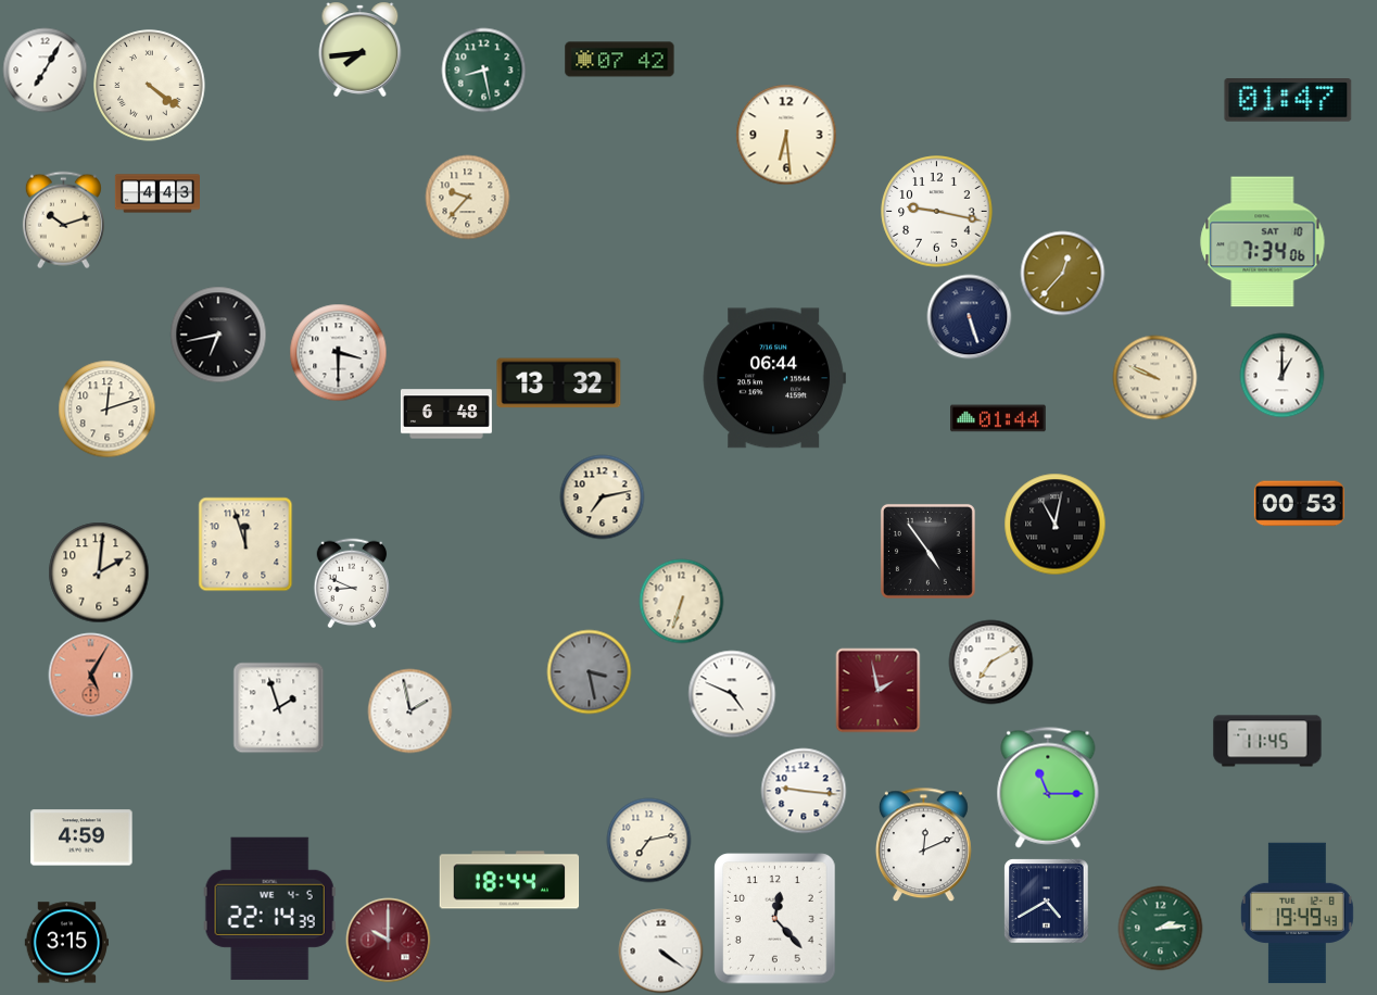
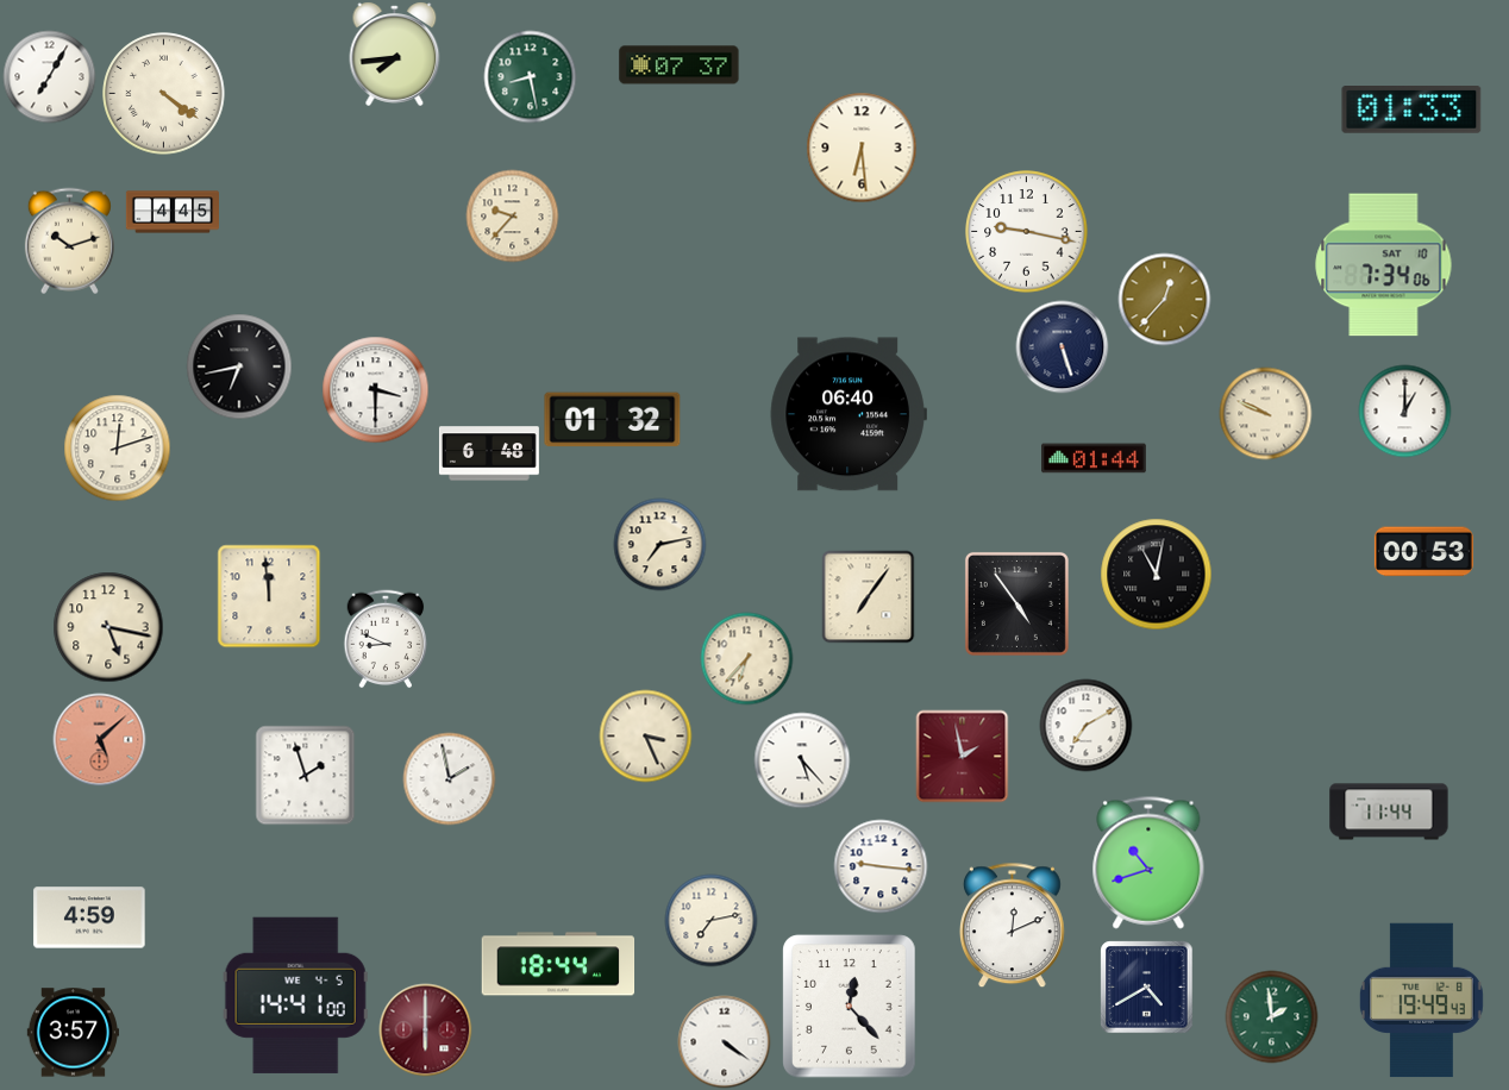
clock at (620, 60): 07:42 -> 07:37
clock at (1288, 101): 01:47 -> 01:33
clock at (156, 193): 4:43 -> 4:45
clock at (338, 352) position: (338, 352) -> (375, 389)
clock at (774, 378): 06:44 -> 06:40
clock at (559, 383): 13:32 -> 01:32
clock at (245, 544): 11:57 -> 11:59
clock at (868, 596): none -> 7:06
clock at (99, 572): 2:01 -> 5:17
clock at (681, 601): 6:33 -> 6:37
clock at (589, 671): 3:28 -> 3:26
clock at (589, 671) dial: grey -> cream
clock at (90, 675): 5:05 -> 5:08
clock at (732, 694): 4:49 -> 5:23
clock at (1267, 741): 11:45 -> 11:44
clock at (1048, 788): 11:15 -> 10:42
clock at (269, 908): 22:14 -> 14:41
clock at (1160, 928): 2:14 -> 1:59
clock at (388, 940): 10:00 -> 6:00
clock at (66, 943): 3:15 -> 3:57
